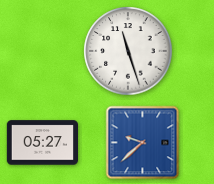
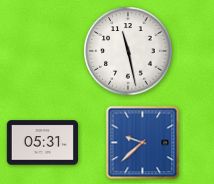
clock at (128, 51): 11:27 -> 11:28
clock at (42, 143): 05:27 -> 05:31
